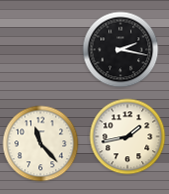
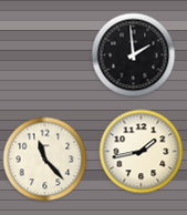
clock at (121, 50): 2:17 -> 1:59
